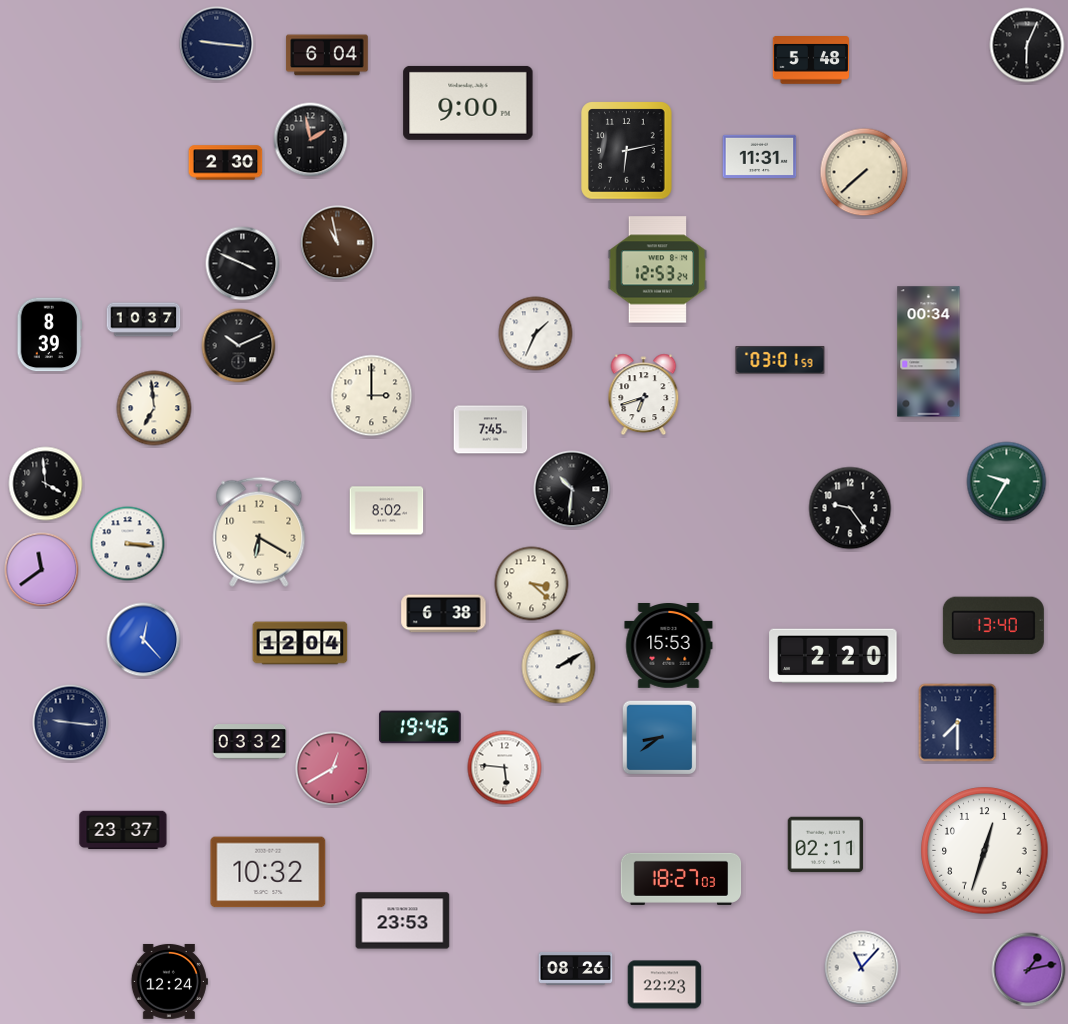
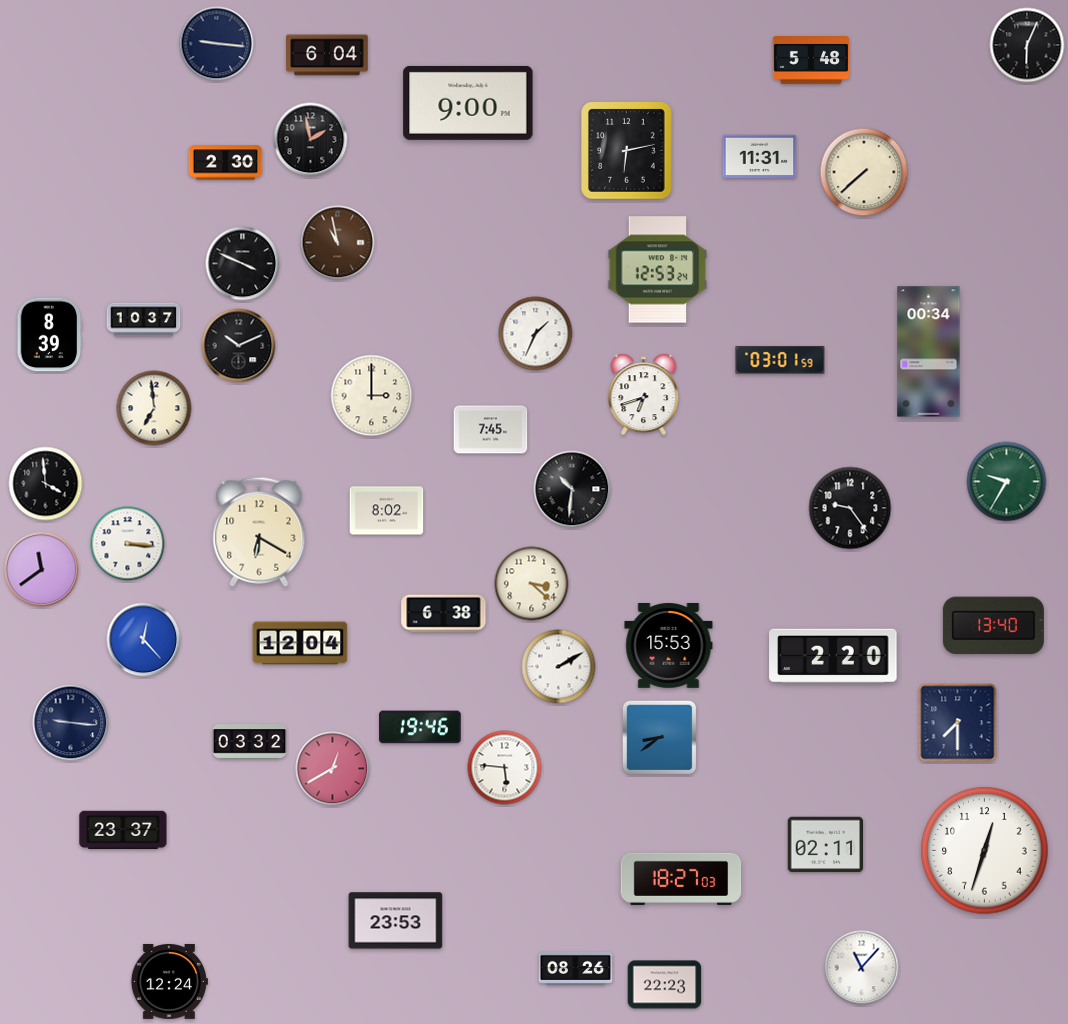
clock at (268, 872): 10:32 -> none
clock at (403, 921) position: (403, 921) -> (396, 921)
clock at (1029, 970): 1:13 -> none
